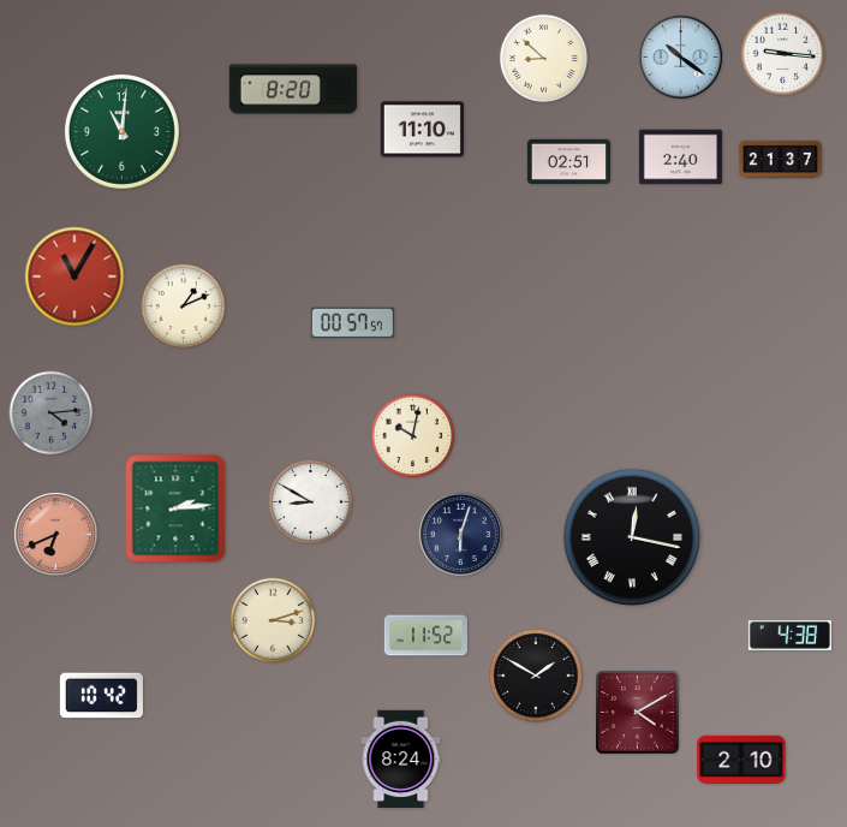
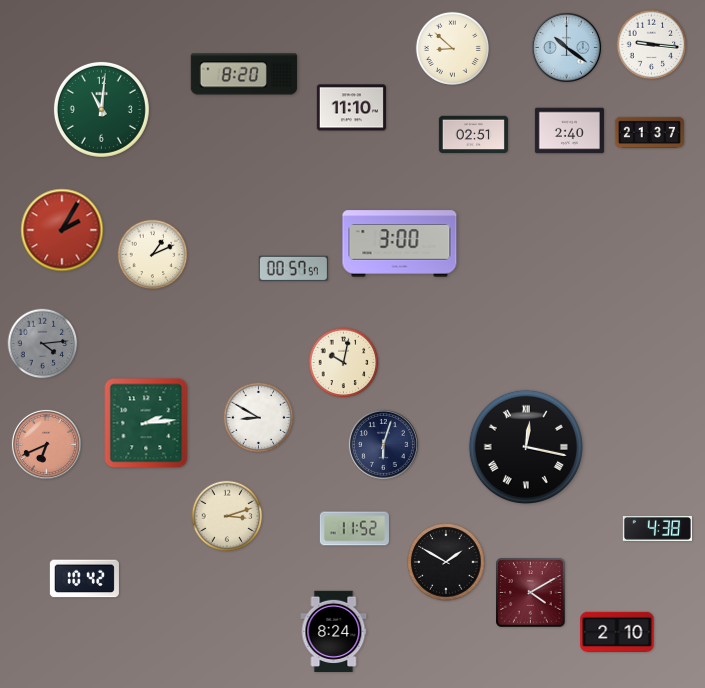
clock at (680, 157) position: (680, 157) -> (569, 131)
clock at (74, 276): 11:05 -> 2:05
clock at (400, 244): none -> 3:00
